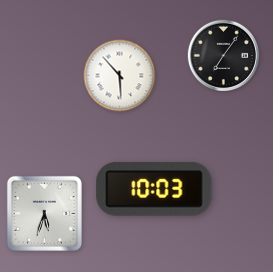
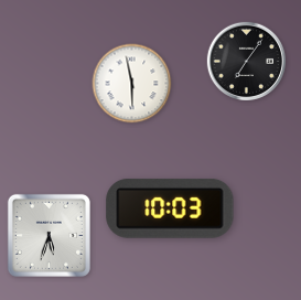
clock at (120, 76): 5:53 -> 5:58
